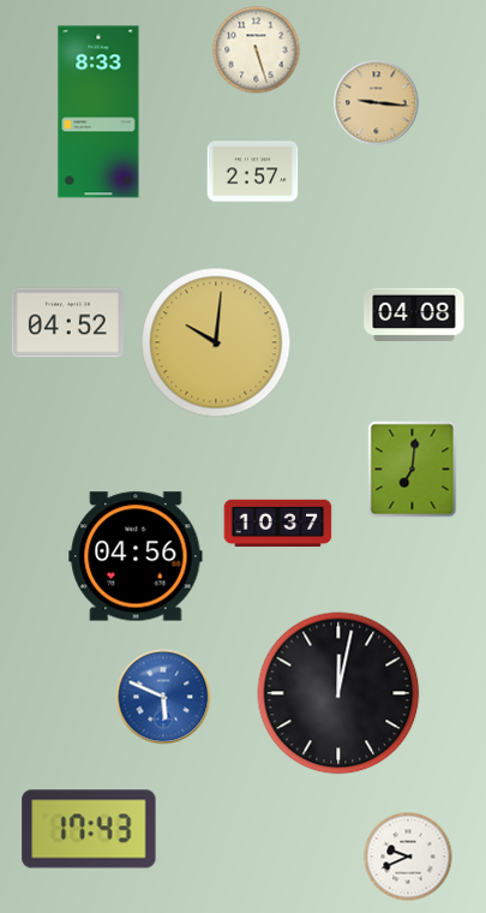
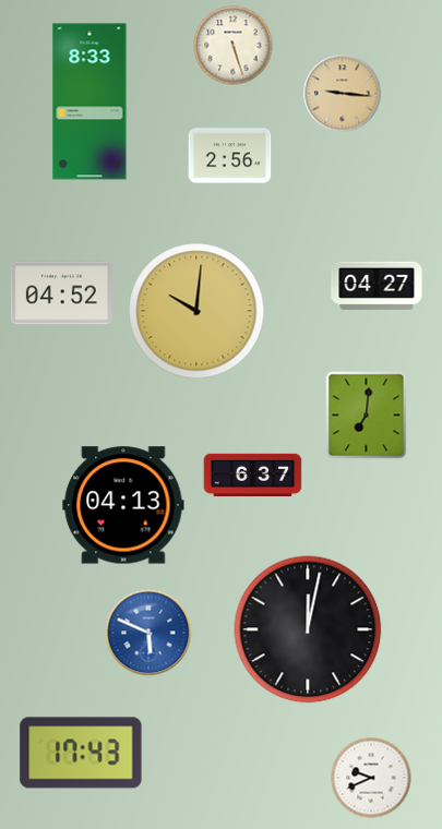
clock at (253, 172): 2:57 -> 2:56
clock at (414, 315): 04:08 -> 04:27
clock at (413, 470) position: (413, 470) -> (367, 416)
clock at (278, 524): 10:37 -> 6:37
clock at (136, 556): 04:56 -> 04:13
